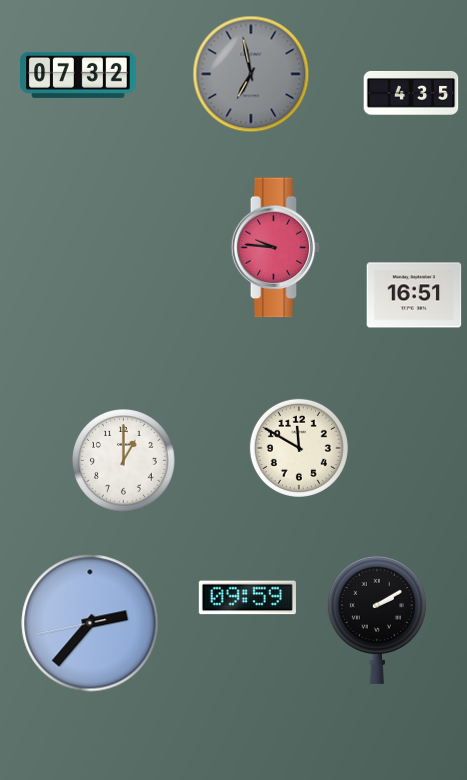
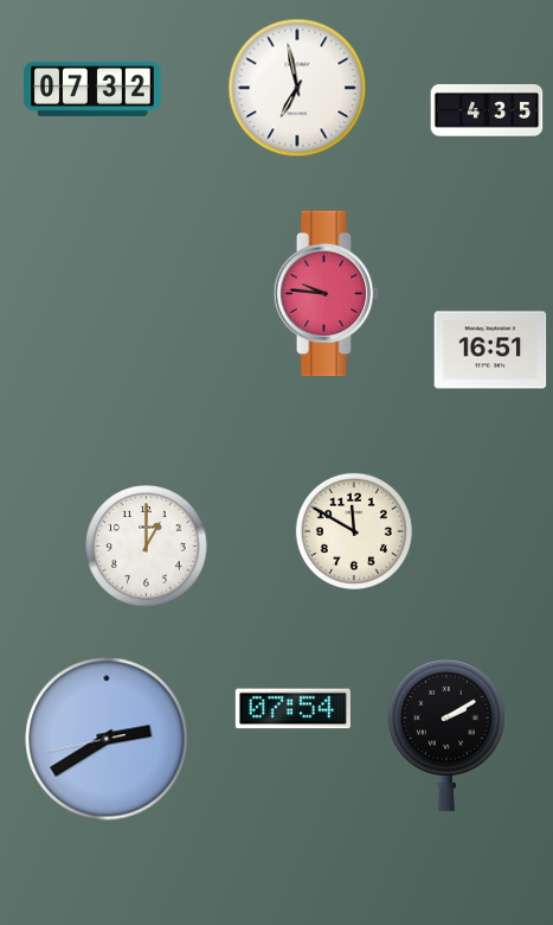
clock at (251, 74) dial: grey -> white
clock at (247, 598): 09:59 -> 07:54
clock at (90, 623): 2:36 -> 2:39
